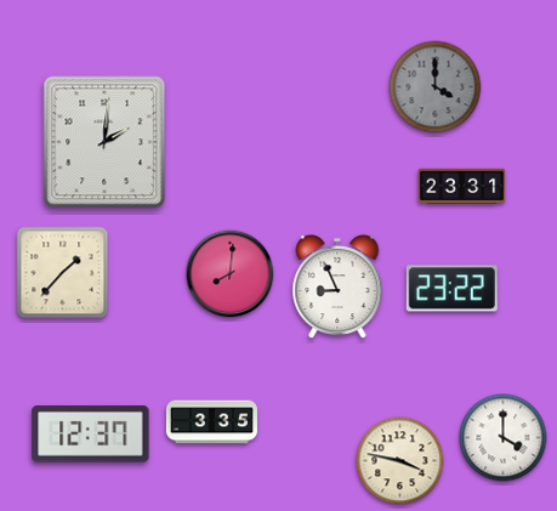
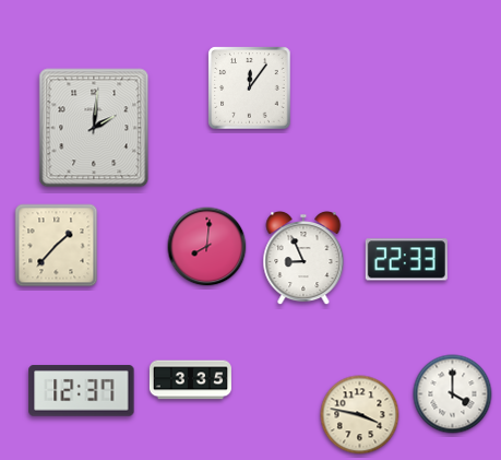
clock at (436, 87): 4:00 -> none
clock at (250, 89): none -> 12:06
clock at (462, 187): 23:31 -> none
clock at (451, 289): 23:22 -> 22:33
